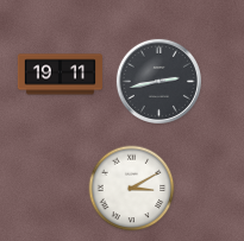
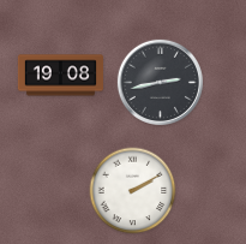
clock at (60, 75): 19:11 -> 19:08
clock at (132, 189): 3:10 -> 2:10
